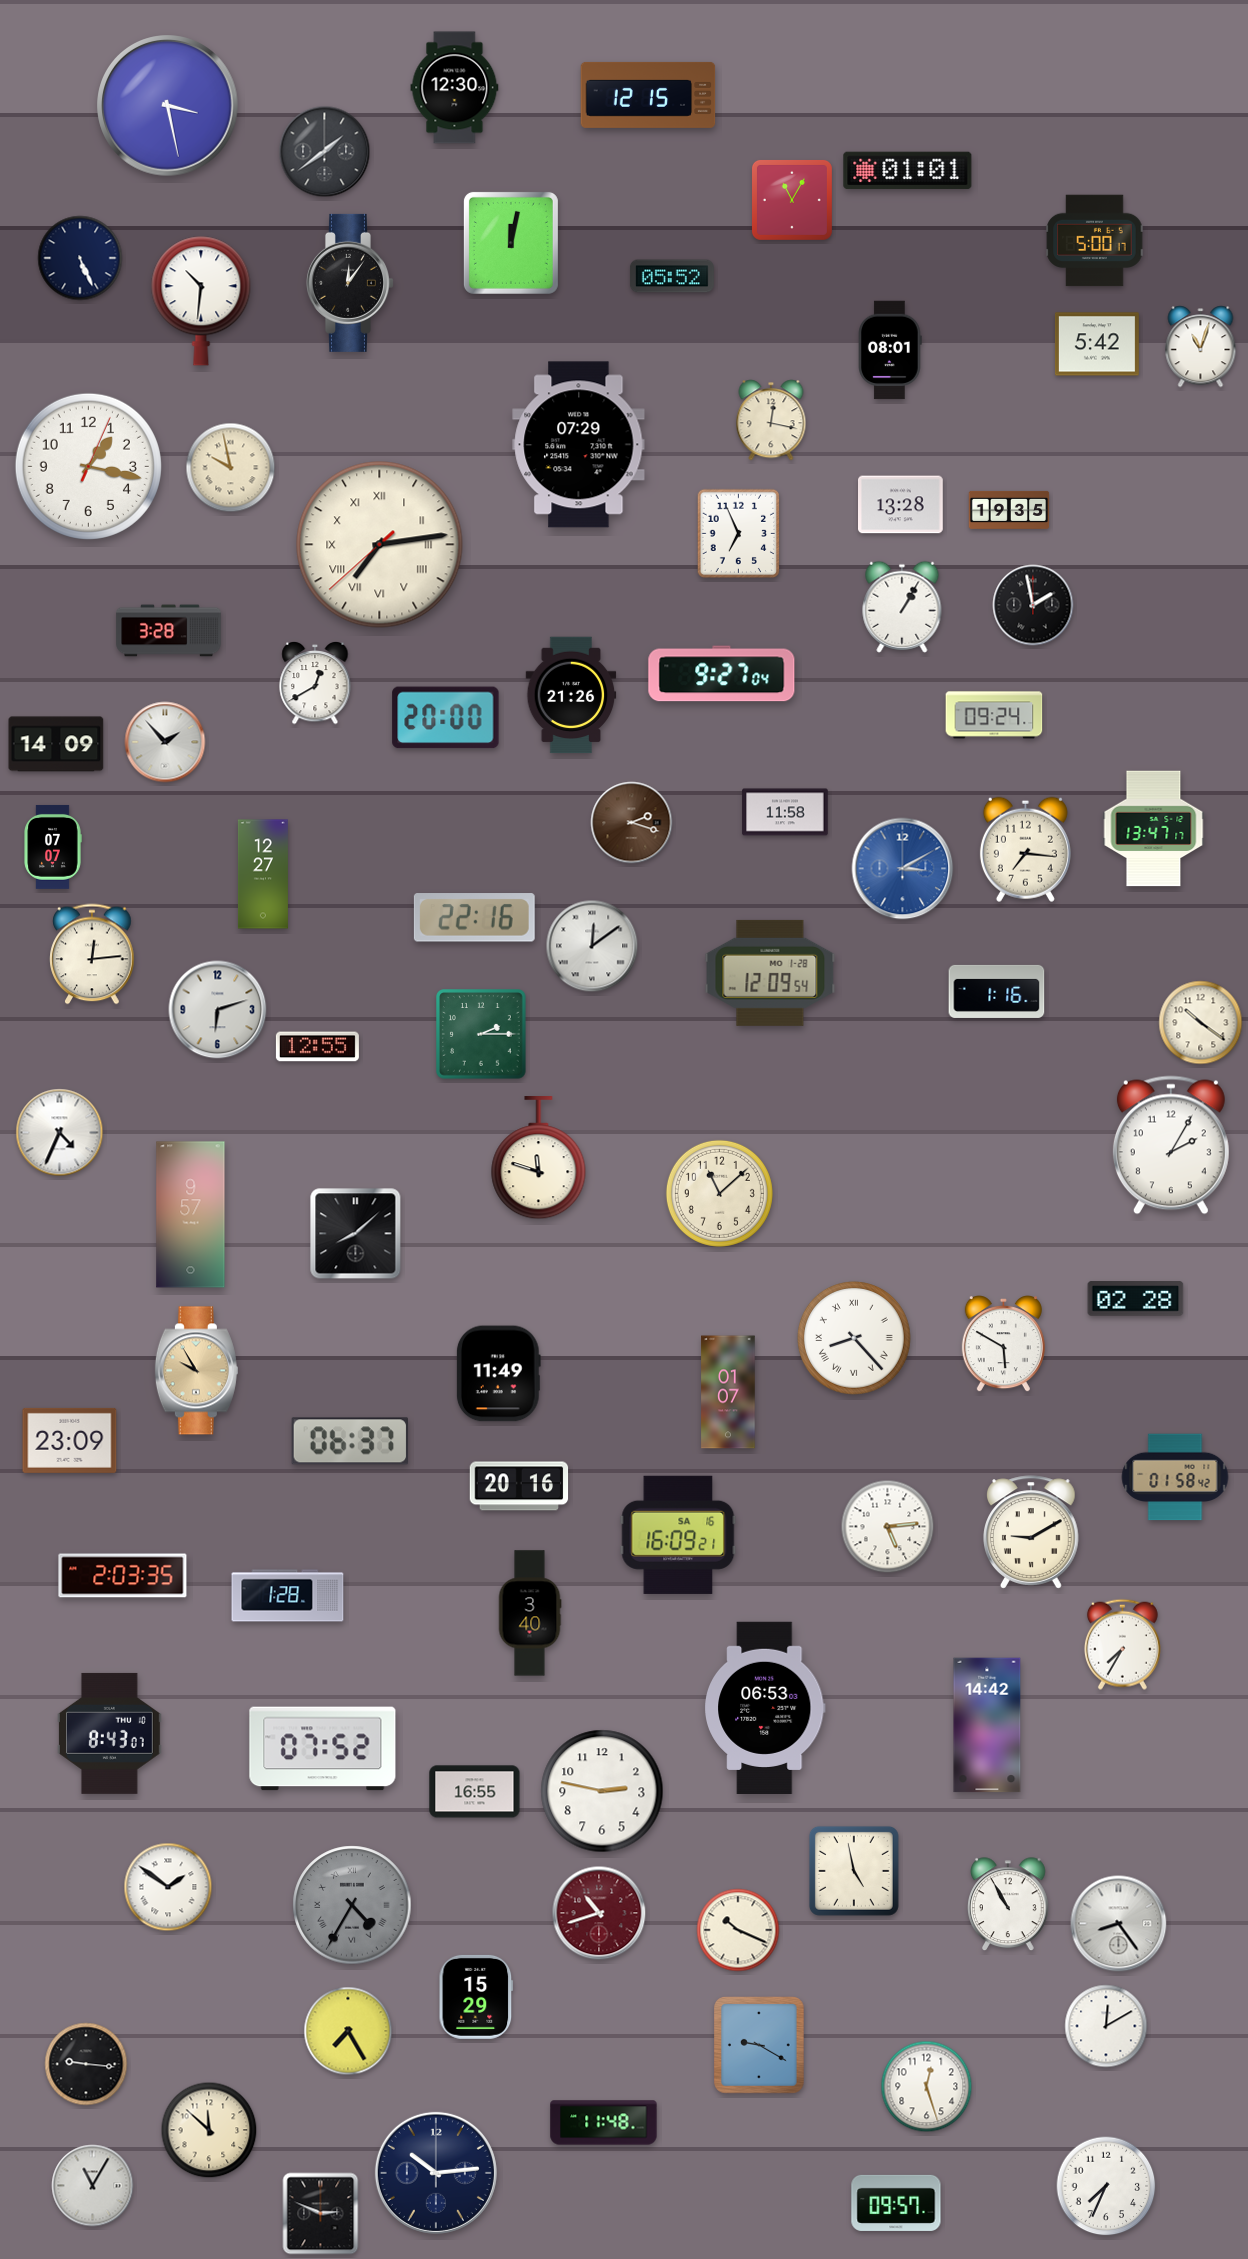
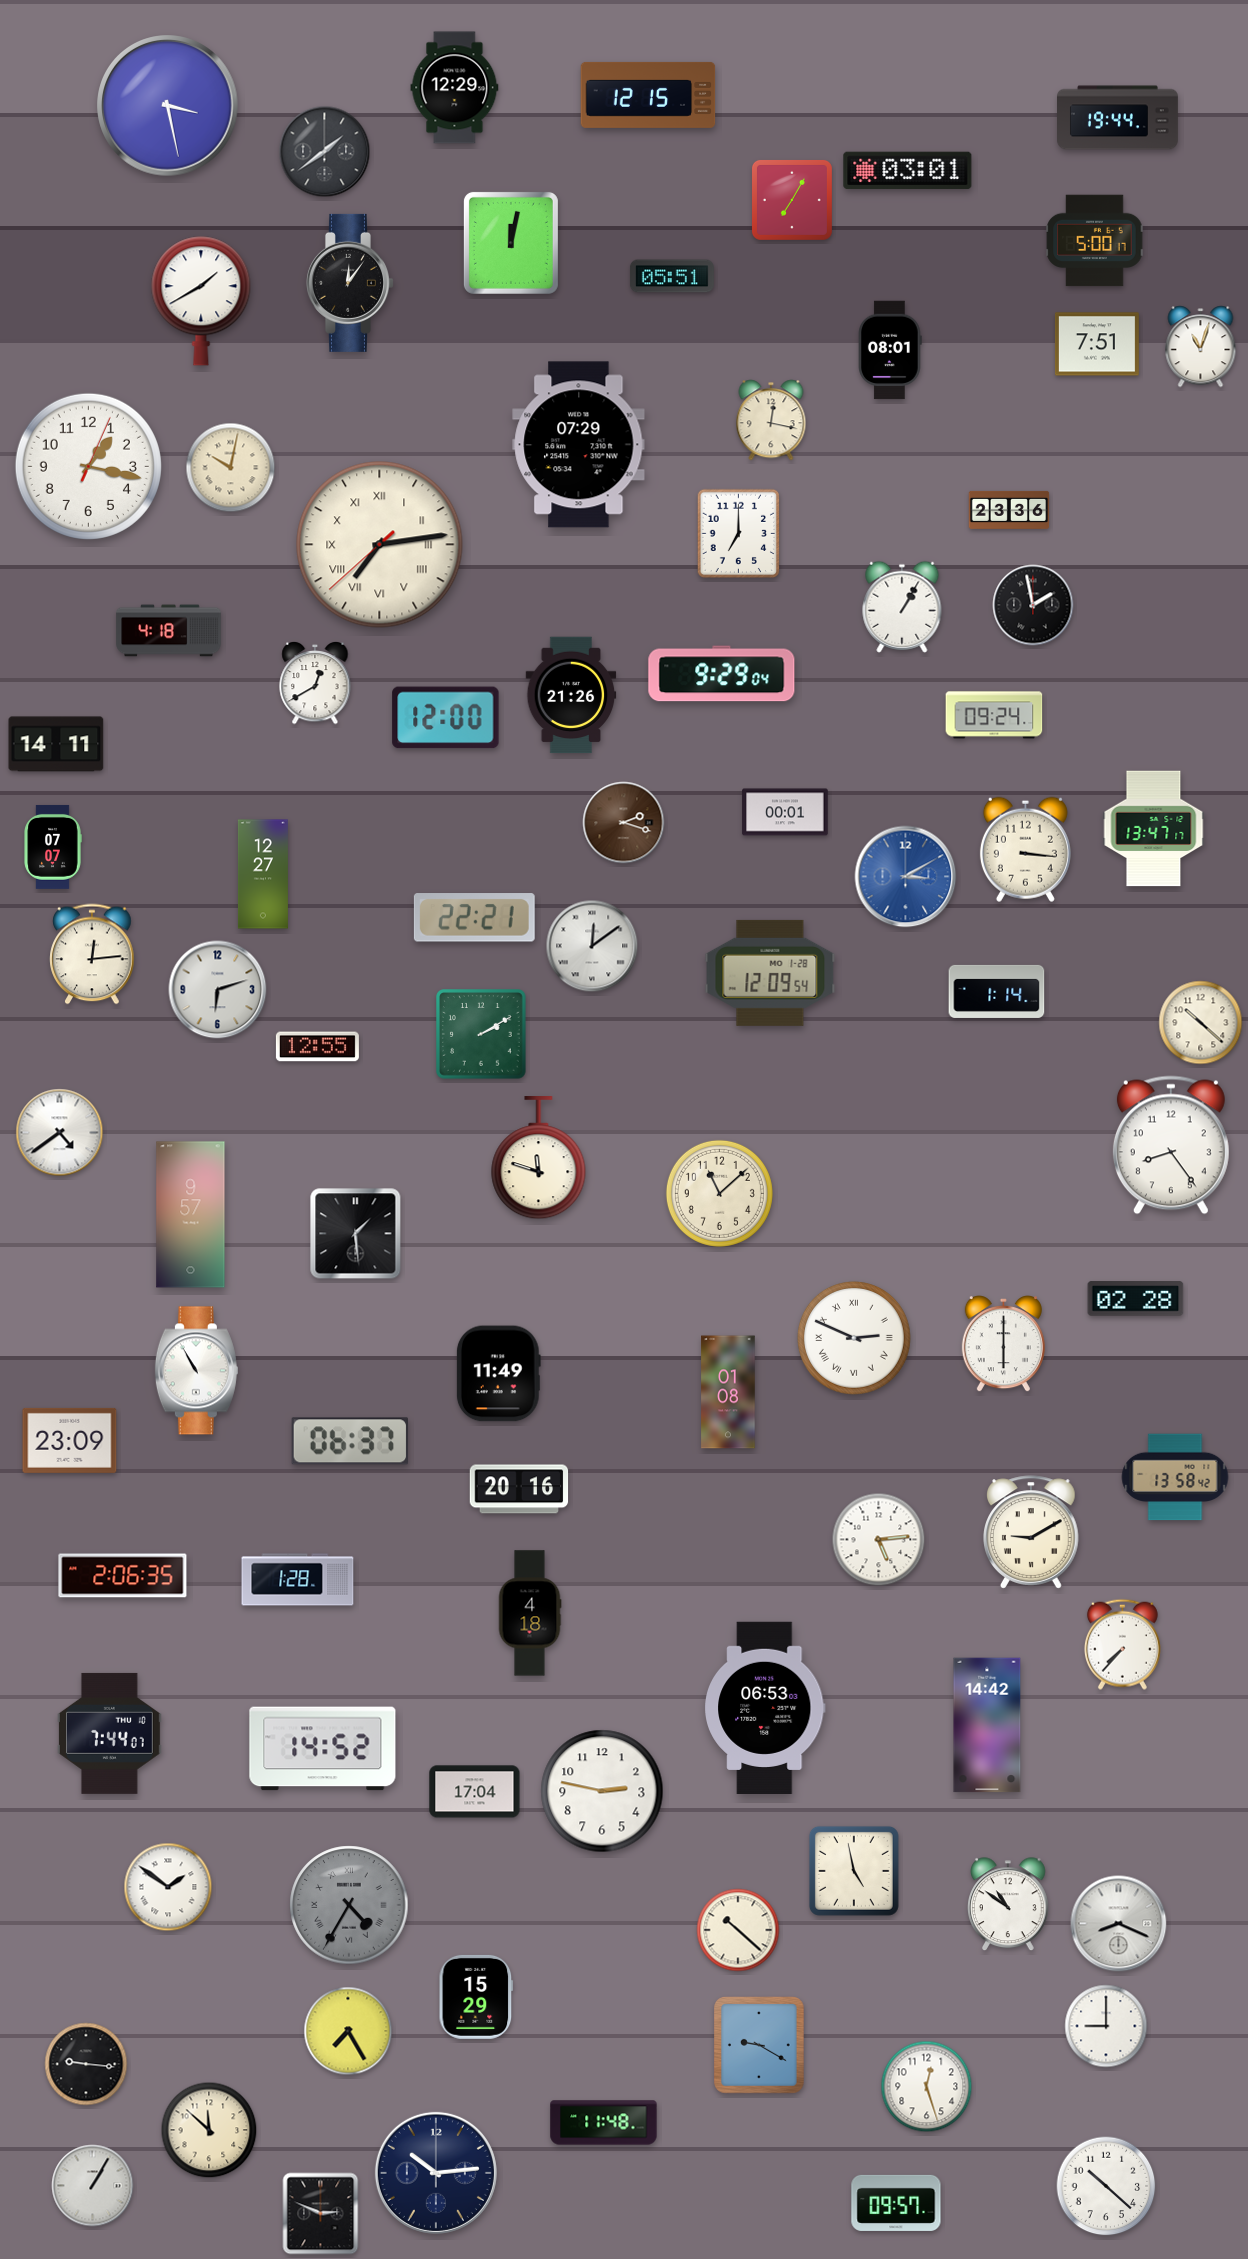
clock at (455, 88): 12:30 -> 12:29
clock at (1118, 118): none -> 19:44
clock at (908, 171): 01:01 -> 03:01
clock at (792, 200): 11:05 -> 7:05
clock at (80, 258): 5:26 -> none
clock at (672, 276): 05:52 -> 05:51
clock at (201, 301): 10:31 -> 1:40
clock at (1097, 344): 5:42 -> 7:51
clock at (231, 468): 9:58 -> 10:02
clock at (901, 505): 13:28 -> none
clock at (1009, 510): 19:35 -> 23:36
clock at (738, 534): 6:56 -> 7:00
clock at (169, 631): 3:28 -> 4:18
clock at (722, 674): 9:27 -> 9:29
clock at (446, 718): 20:00 -> 12:00
clock at (165, 742): 1:53 -> none
clock at (56, 744): 14:09 -> 14:11
clock at (785, 812): 11:58 -> 00:01
clock at (632, 823) position: (632, 823) -> (624, 823)
clock at (1025, 849): 7:16 -> 3:16
clock at (903, 869) position: (903, 869) -> (906, 877)
clock at (474, 918): 22:16 -> 22:21
clock at (997, 991): 1:16 -> 1:14
clock at (218, 1010) position: (218, 1010) -> (218, 990)
clock at (1201, 1023): 10:21 -> 10:22
clock at (482, 1035): 2:15 -> 2:10
clock at (60, 1133): 4:34 -> 4:39
clock at (1171, 1145): 2:05 -> 8:24
clock at (356, 1234): 8:08 -> 1:29
clock at (855, 1339): 8:23 -> 2:49
clock at (1003, 1344): 5:50 -> 6:00
clock at (196, 1371): 9:55 -> 10:55
clock at (196, 1371) dial: champagne -> white
clock at (728, 1392): 01:07 -> 01:08
clock at (1175, 1477): 01:58 -> 13:58
clock at (519, 1486) position: (519, 1486) -> (519, 1489)
clock at (888, 1527) position: (888, 1527) -> (879, 1540)
clock at (678, 1535): 16:09 -> none
clock at (123, 1576): 2:03 -> 2:06
clock at (288, 1596) position: (288, 1596) -> (298, 1580)
clock at (530, 1613): 3:40 -> 4:18
clock at (1122, 1644): 7:35 -> 7:37
clock at (109, 1733): 8:43 -> 7:44
clock at (323, 1749): 07:52 -> 14:52
clock at (475, 1792): 16:55 -> 17:04
clock at (352, 1905) position: (352, 1905) -> (349, 1905)
clock at (1009, 1905): 10:55 -> 10:51
clock at (599, 1913): 10:42 -> none
clock at (1119, 1924): 8:24 -> 8:19
clock at (738, 1930): 10:19 -> 10:22
clock at (1106, 2026): 12:10 -> 9:00
clock at (93, 2186): 11:05 -> 1:05
clock at (1106, 2186): 7:34 -> 10:22
